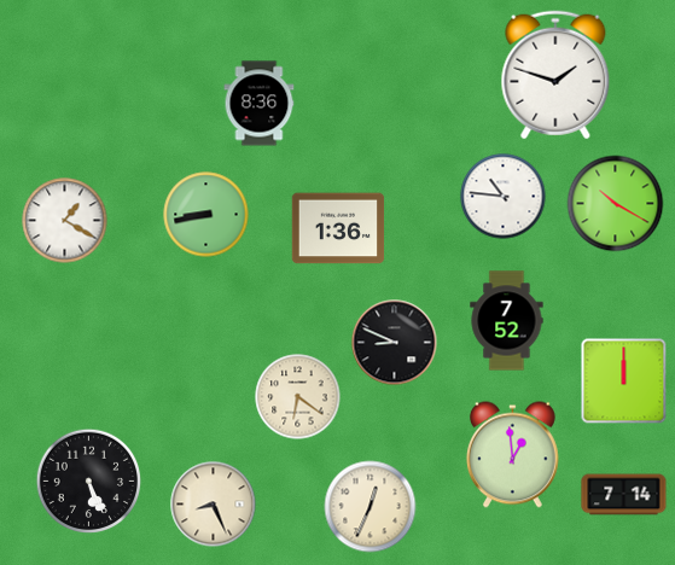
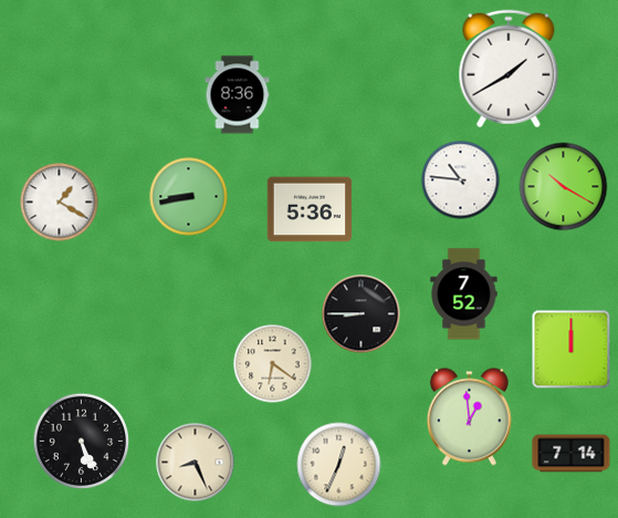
clock at (555, 75): 1:48 -> 1:40
clock at (338, 228): 1:36 -> 5:36
clock at (395, 343): 8:49 -> 8:45
